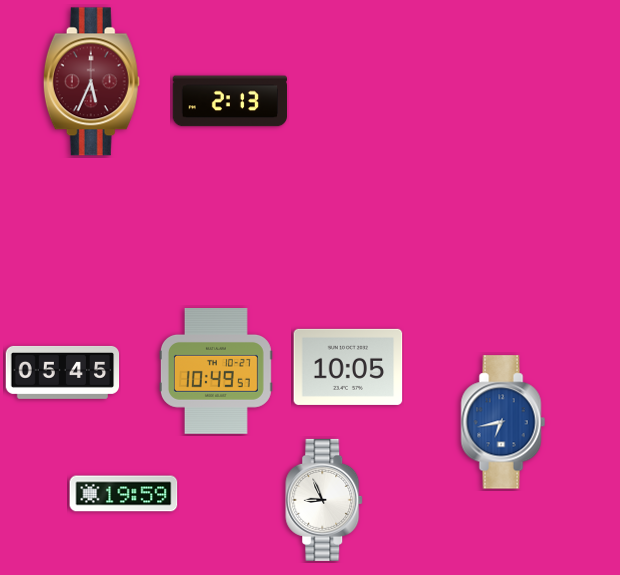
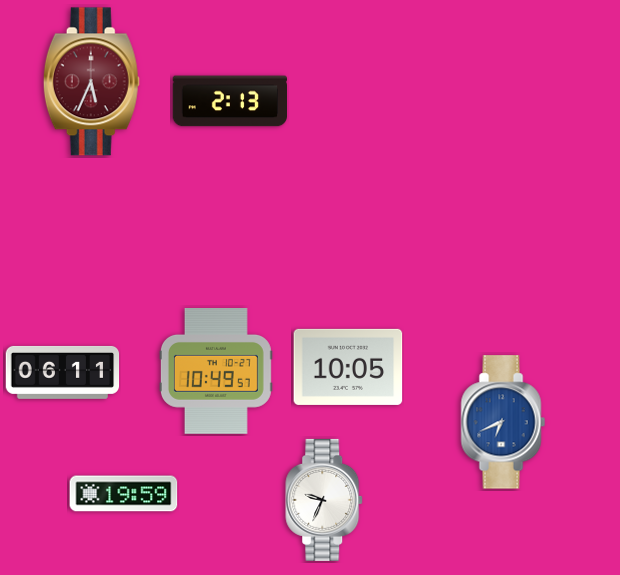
clock at (63, 372): 05:45 -> 06:11
clock at (503, 422): 6:43 -> 6:41
clock at (325, 500): 8:56 -> 9:34
